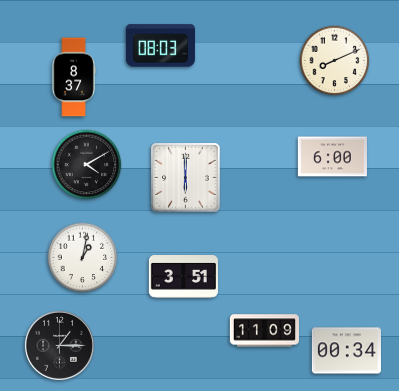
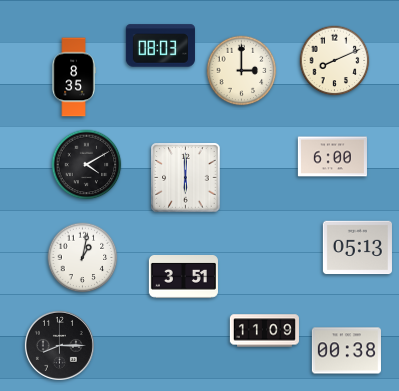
clock at (242, 71): none -> 3:00
clock at (74, 77): 8:37 -> 8:35
clock at (357, 248): none -> 05:13
clock at (59, 345): 1:15 -> 8:15
clock at (346, 351): 00:34 -> 00:38
